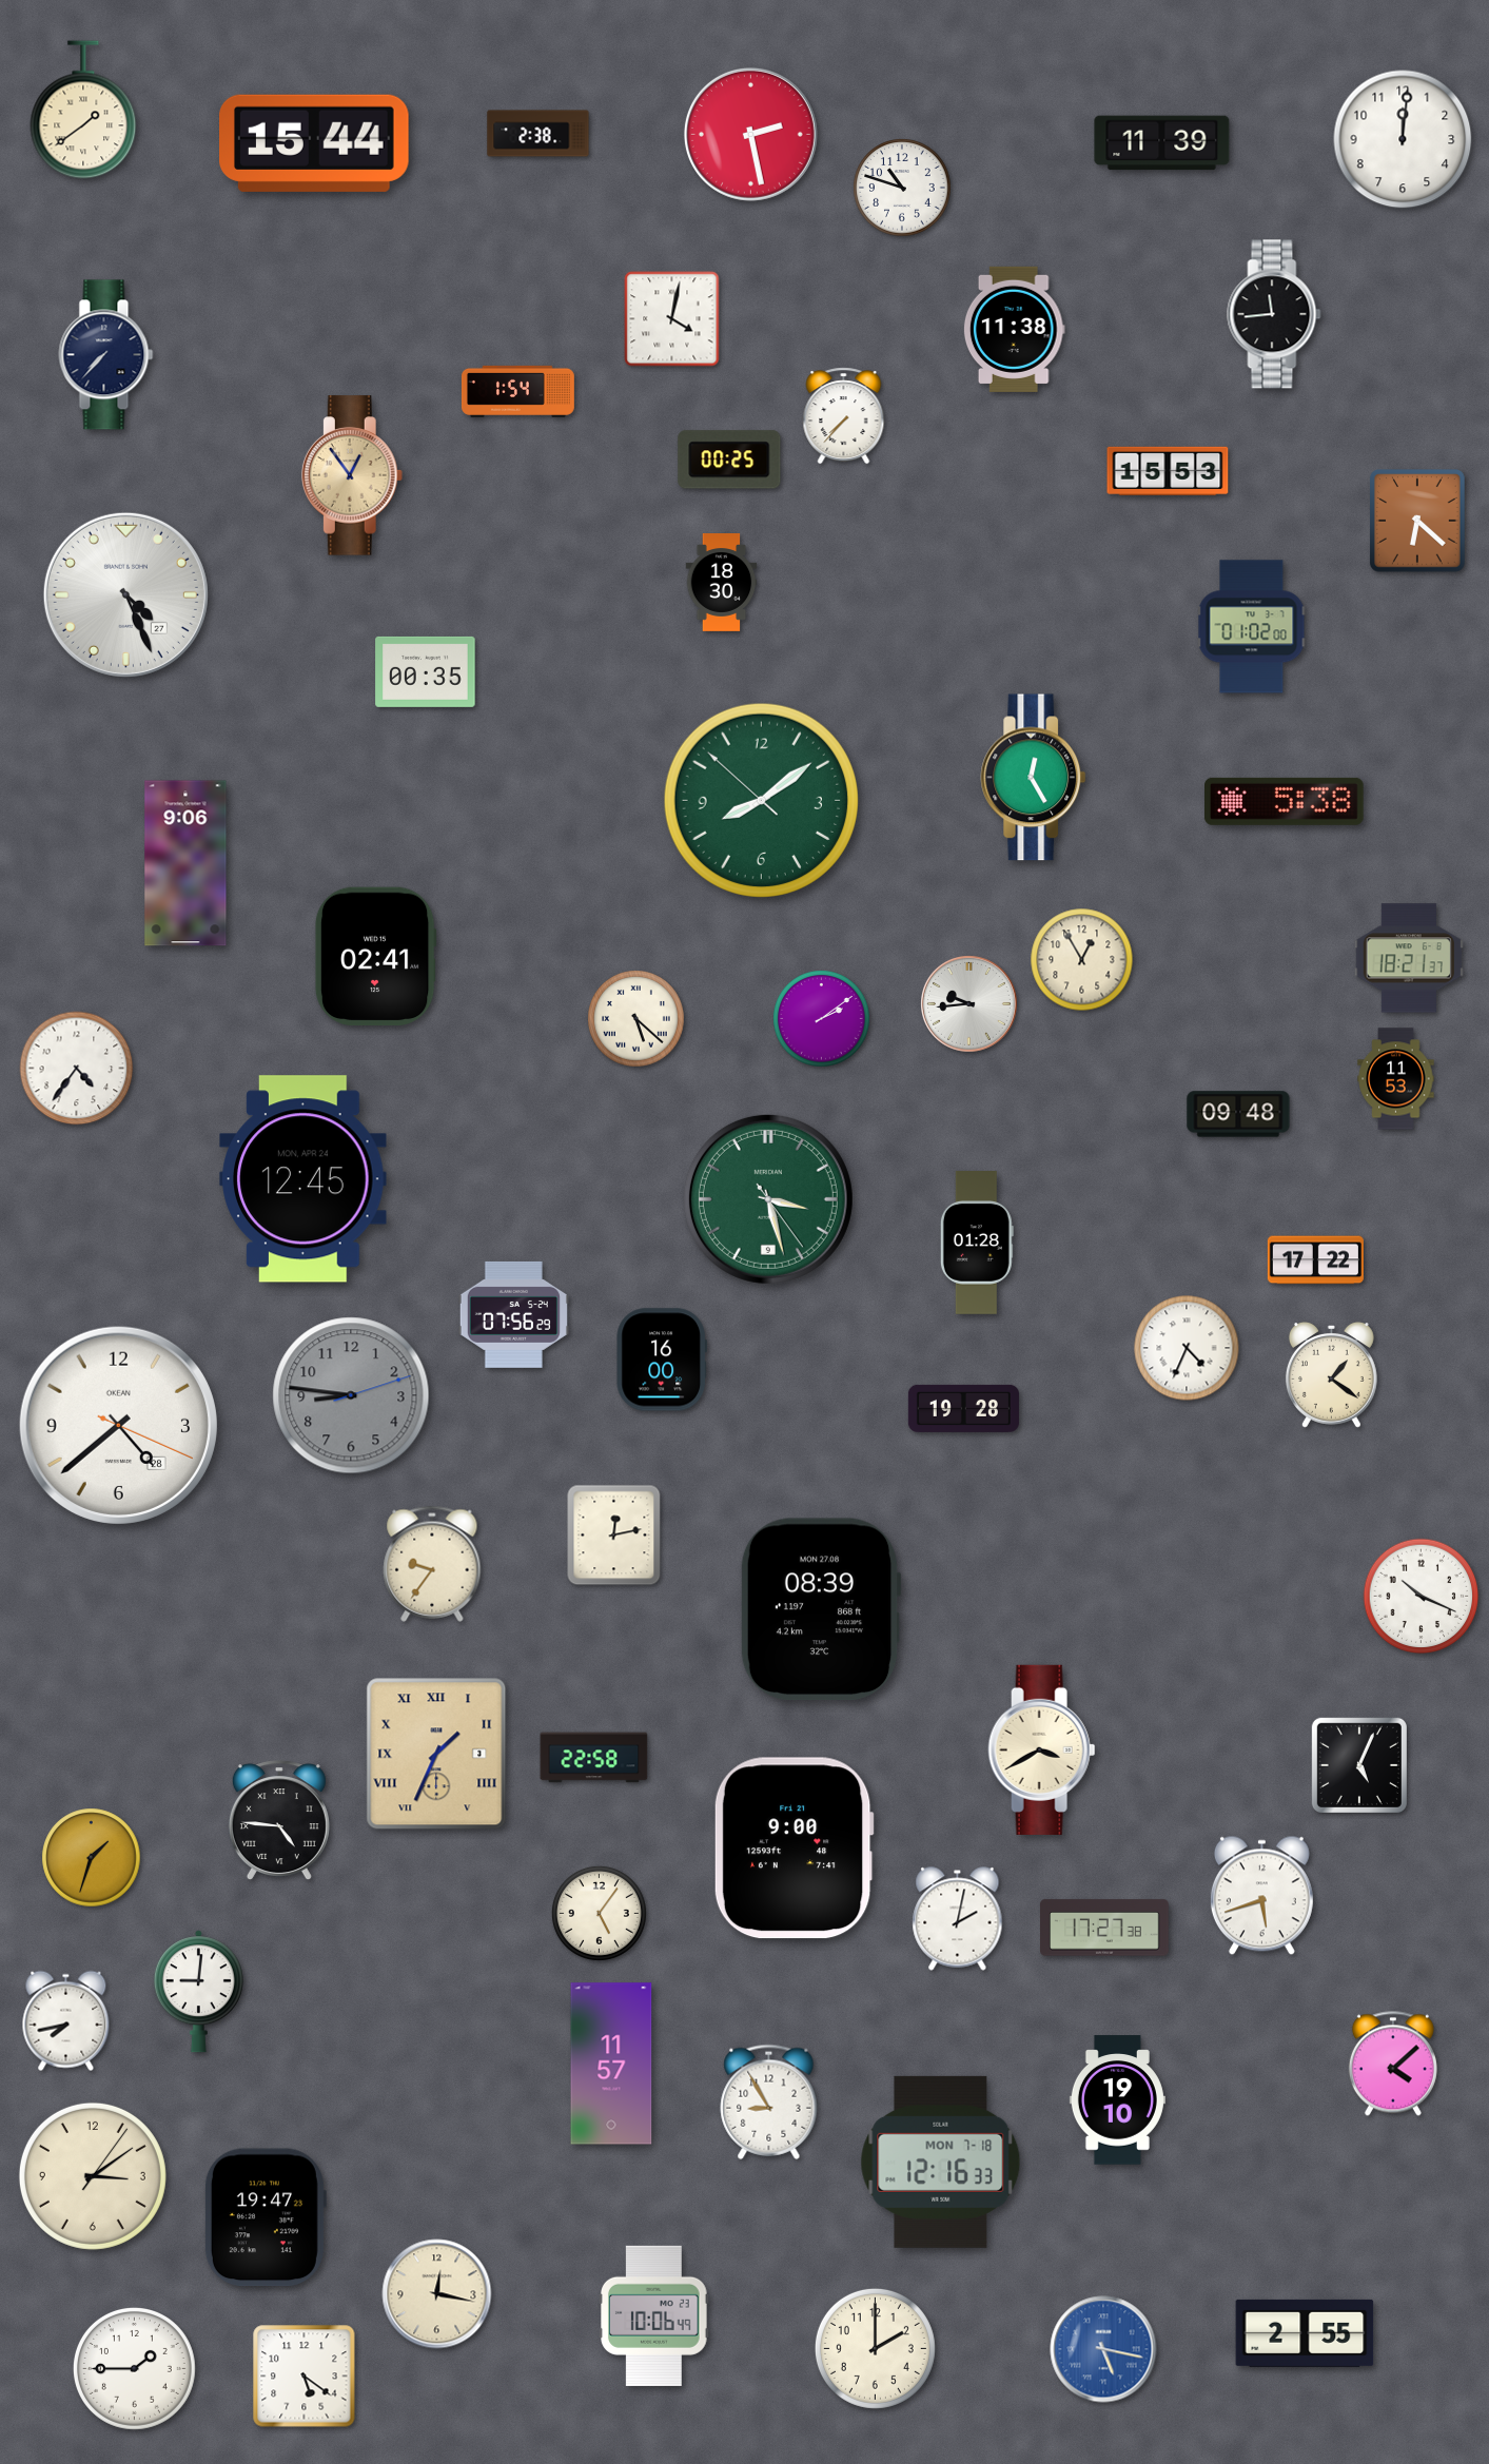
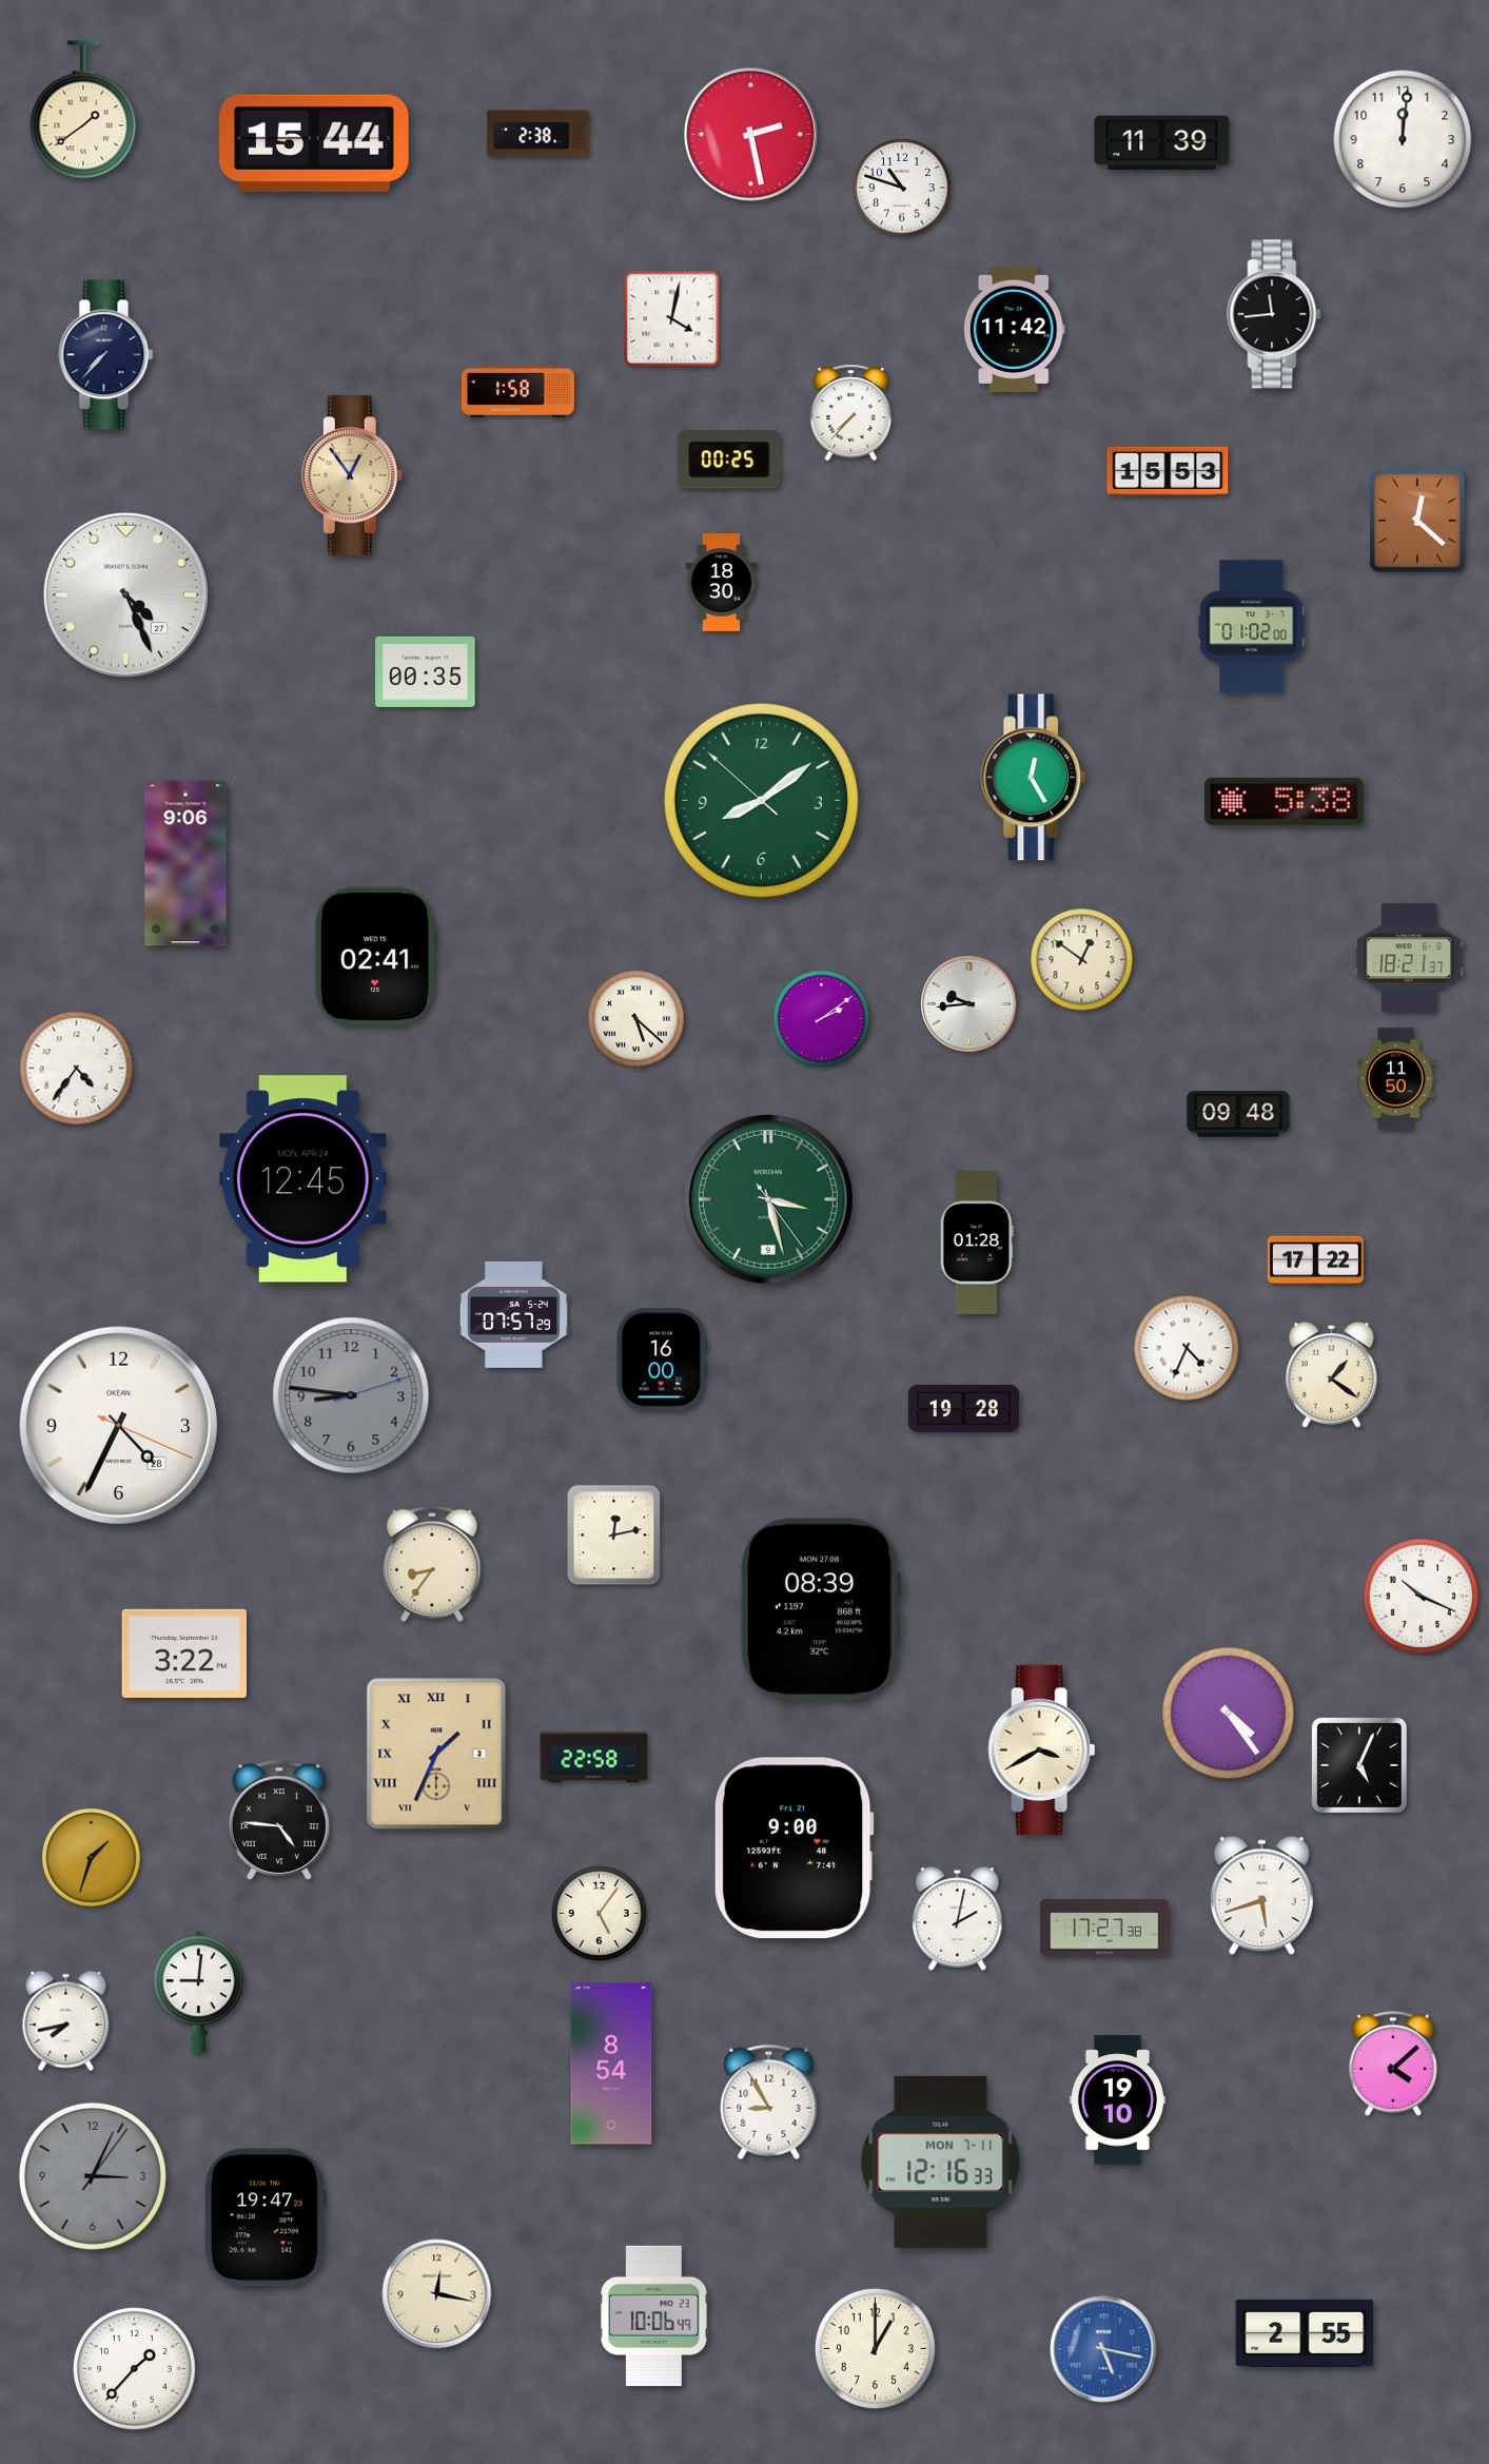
clock at (1014, 329): 11:38 -> 11:42
clock at (517, 391): 1:54 -> 1:58
clock at (844, 416) position: (844, 416) -> (851, 413)
clock at (1418, 521): 6:22 -> 12:22
clock at (1082, 960): 12:55 -> 12:51
clock at (1396, 1079): 11:53 -> 11:50
clock at (513, 1314): 07:56 -> 07:57
clock at (118, 1425): 4:38 -> 4:34
clock at (432, 1564): 9:36 -> 8:36
clock at (184, 1654): none -> 3:22
clock at (1229, 1714): none -> 4:24
clock at (611, 2064): 11:57 -> 8:54
clock at (941, 2162) date: MON 7-18 -> MON 7-11
clock at (93, 2176): 3:09 -> 3:04
clock at (93, 2176) dial: cream -> grey
clock at (875, 2348): 2:00 -> 1:00
clock at (134, 2368): 1:45 -> 1:37
clock at (305, 2377): 5:21 -> none
